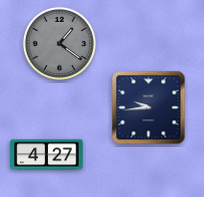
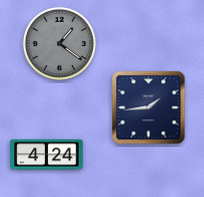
clock at (149, 108): 9:44 -> 1:44
clock at (47, 155): 4:27 -> 4:24
